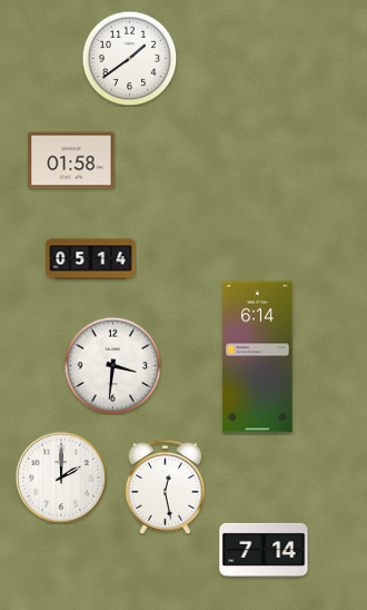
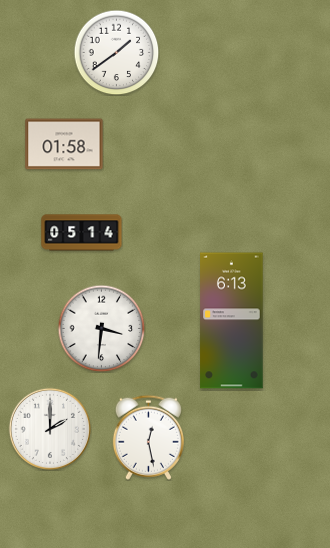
clock at (258, 357): 6:14 -> 6:13
clock at (60, 476) position: (60, 476) -> (49, 428)
clock at (264, 550): 7:14 -> none
